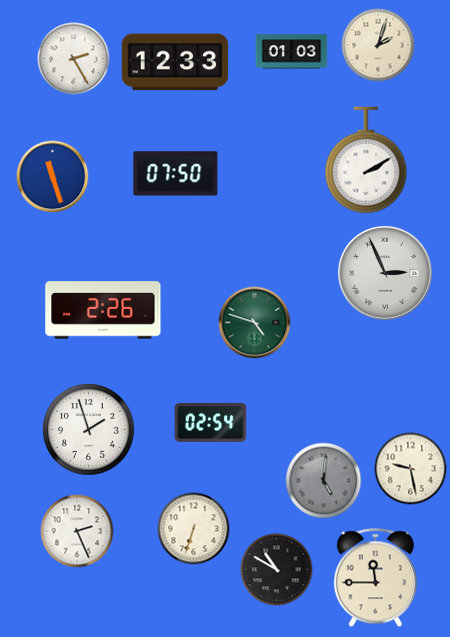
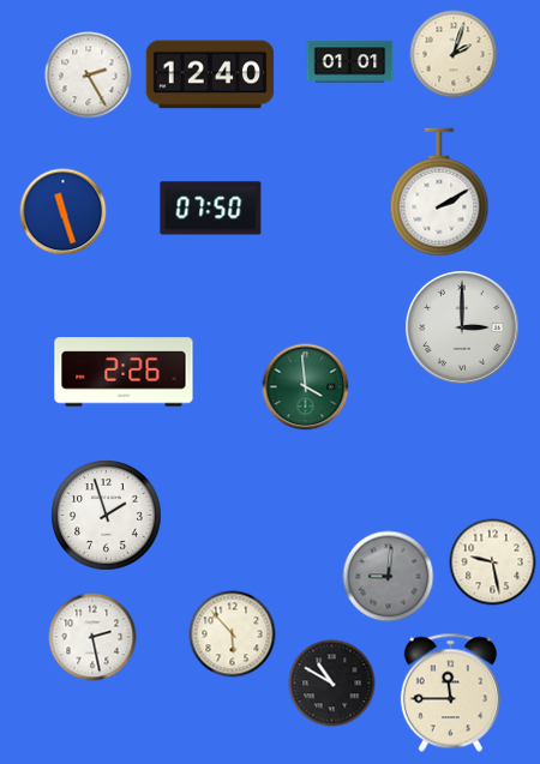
clock at (292, 52): 01:03 -> 01:01
clock at (74, 59) position: (74, 59) -> (89, 76)
clock at (175, 62): 12:33 -> 12:40
clock at (386, 274): 2:56 -> 3:00
clock at (255, 323): 4:48 -> 3:59
clock at (211, 422): 02:54 -> none
clock at (324, 481): 5:01 -> 9:01
clock at (194, 529): 6:33 -> 5:53
clock at (77, 531): 2:26 -> 2:28
